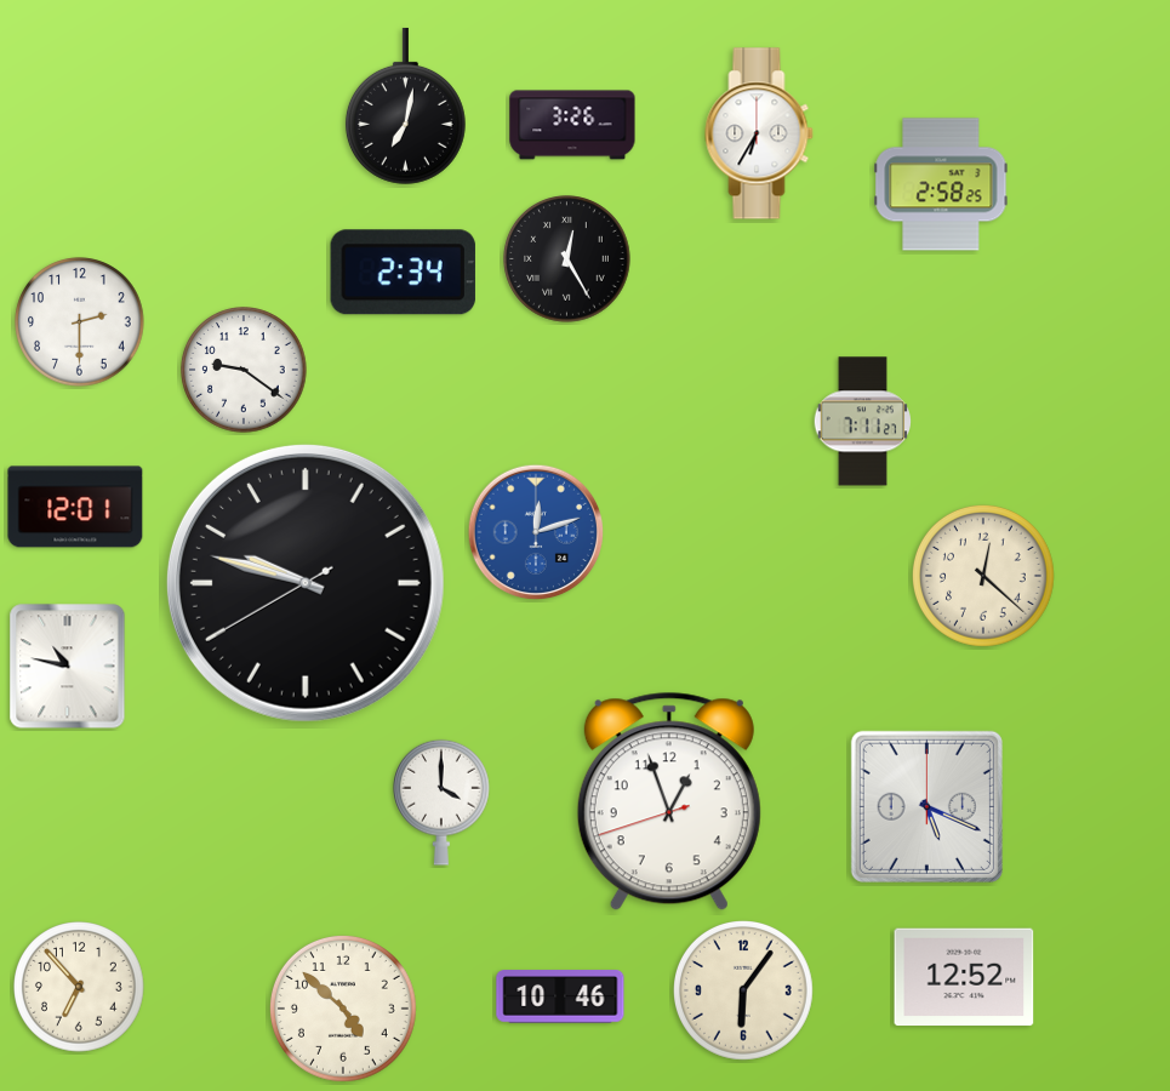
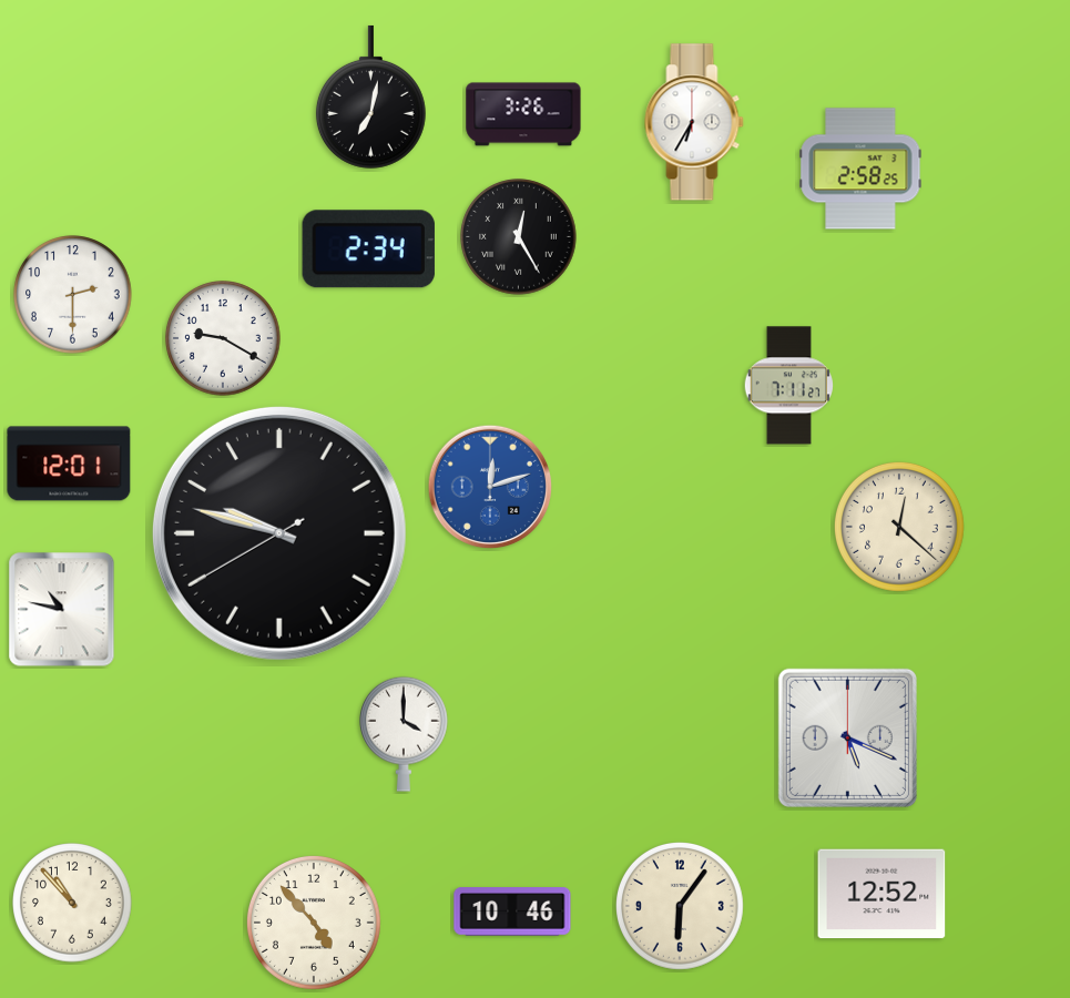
clock at (244, 370): 9:21 -> 9:20
clock at (669, 801): 12:56 -> none
clock at (79, 987): 6:53 -> 10:53
clock at (343, 1009): 4:52 -> 4:53
